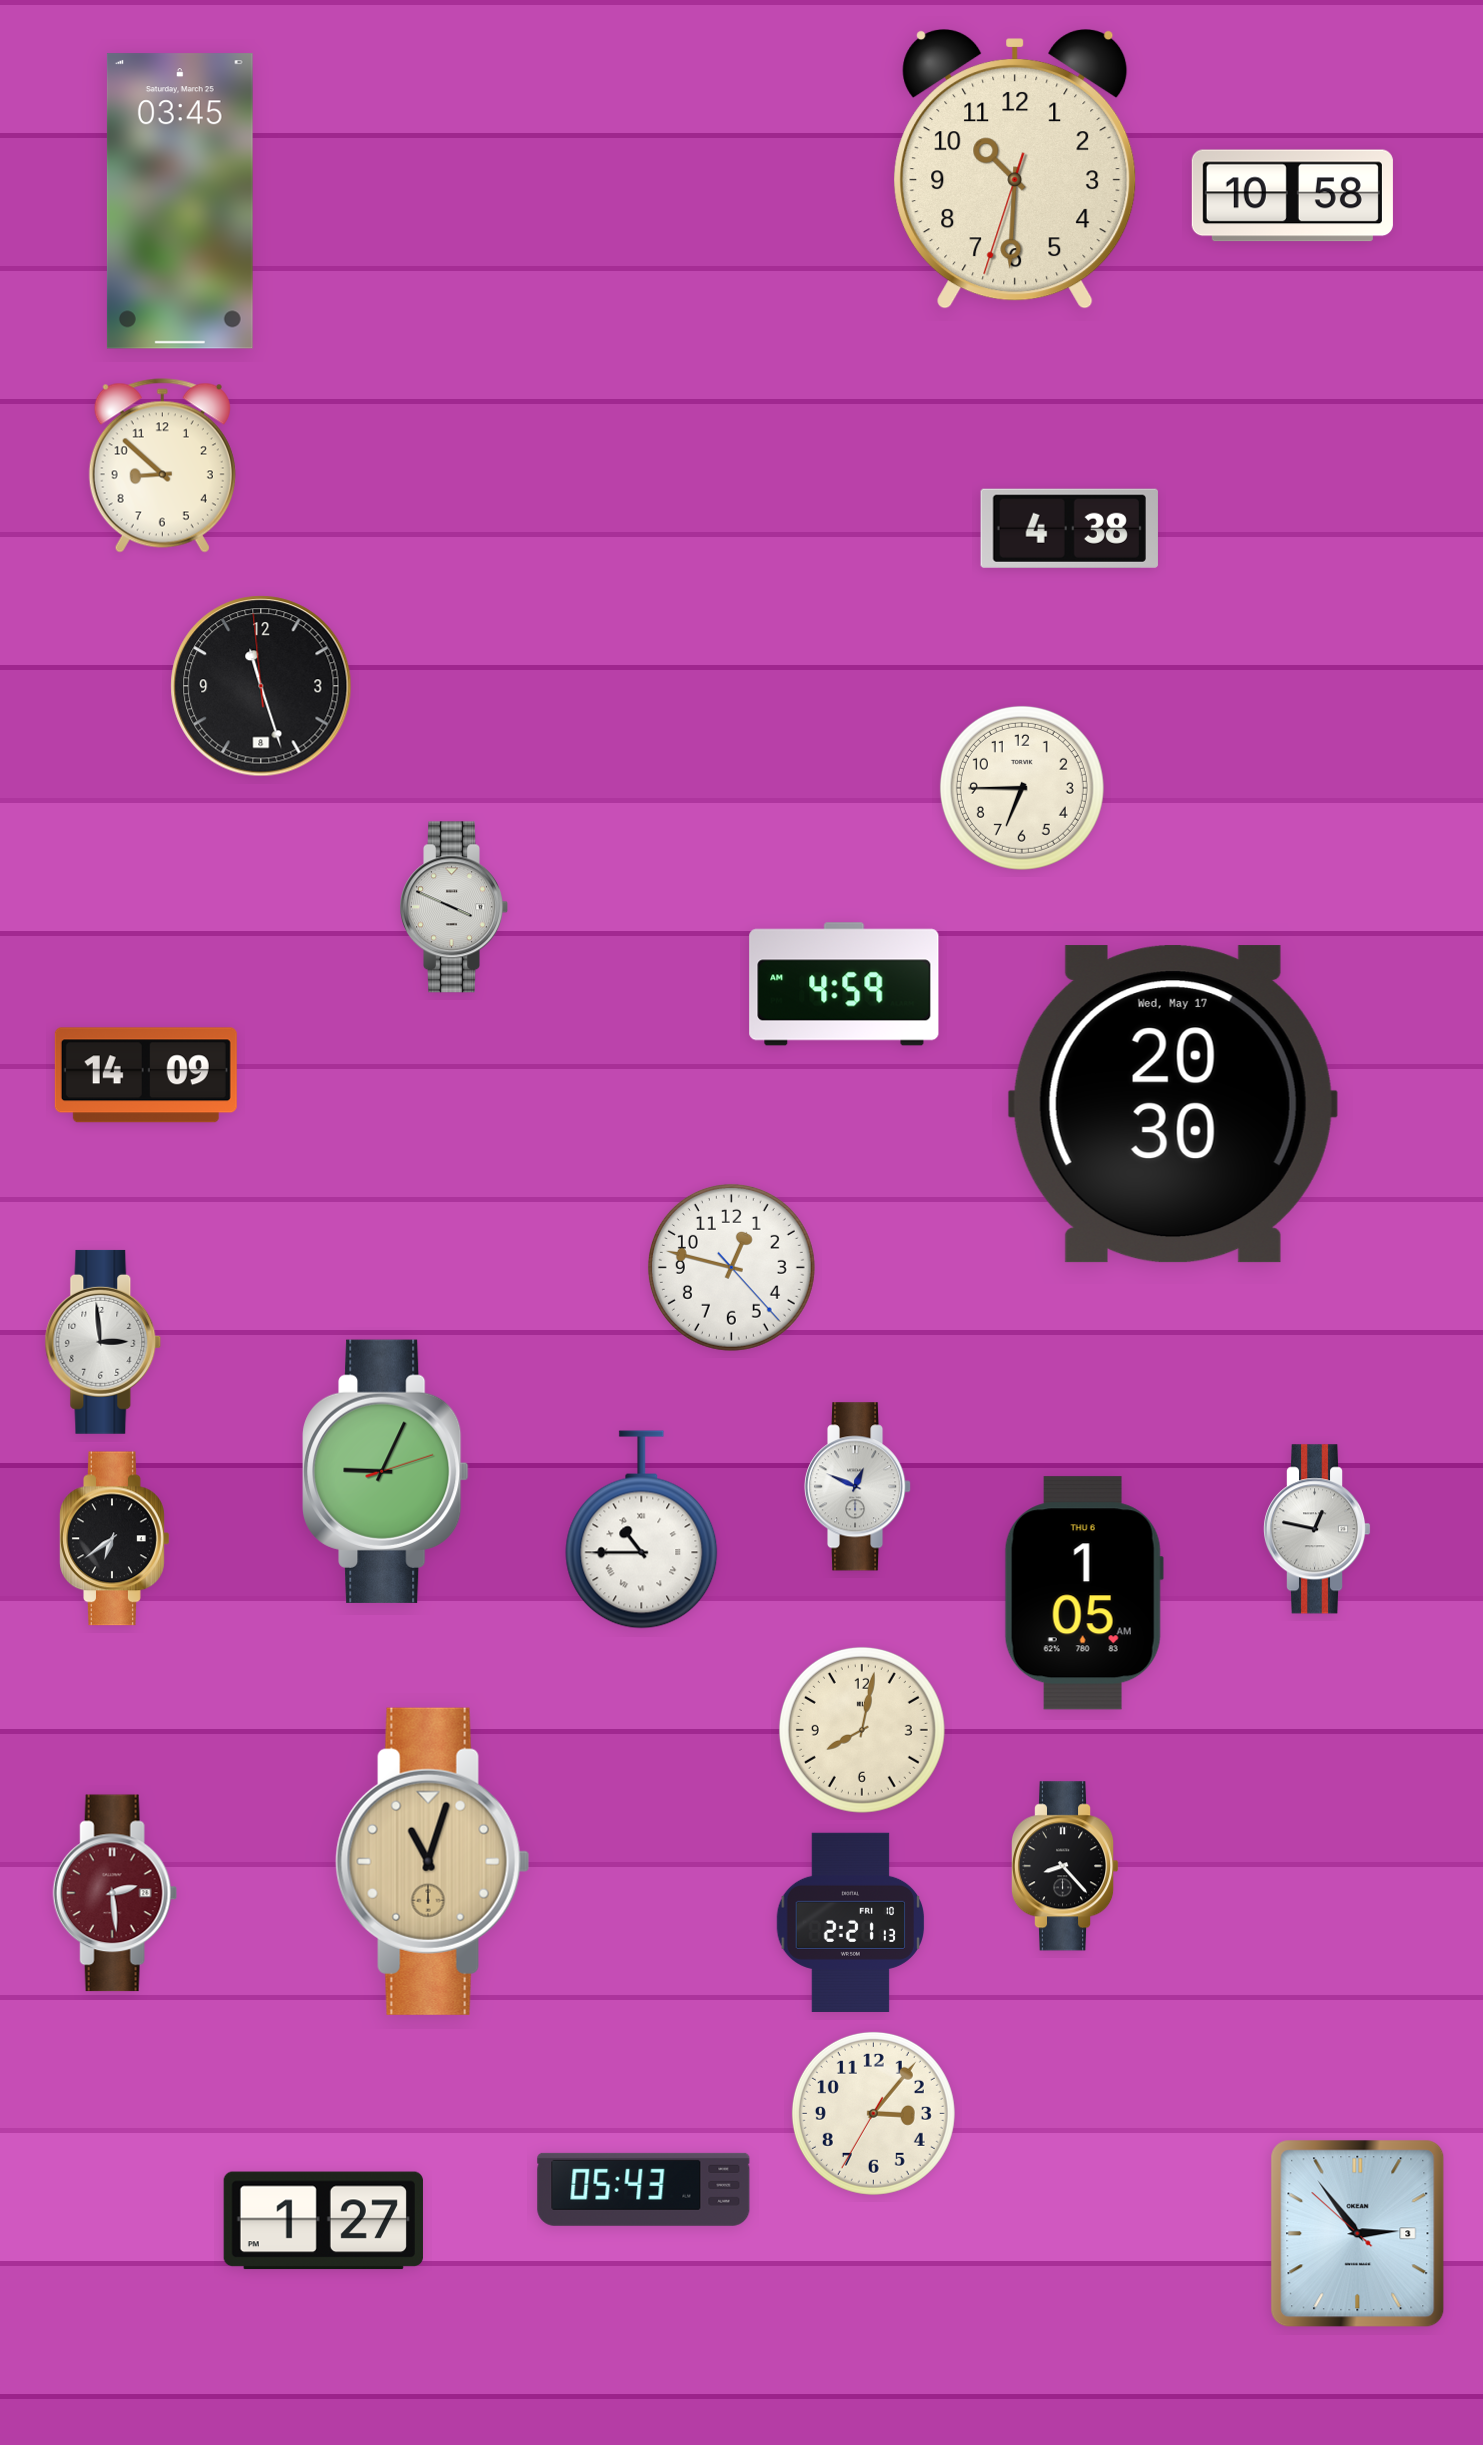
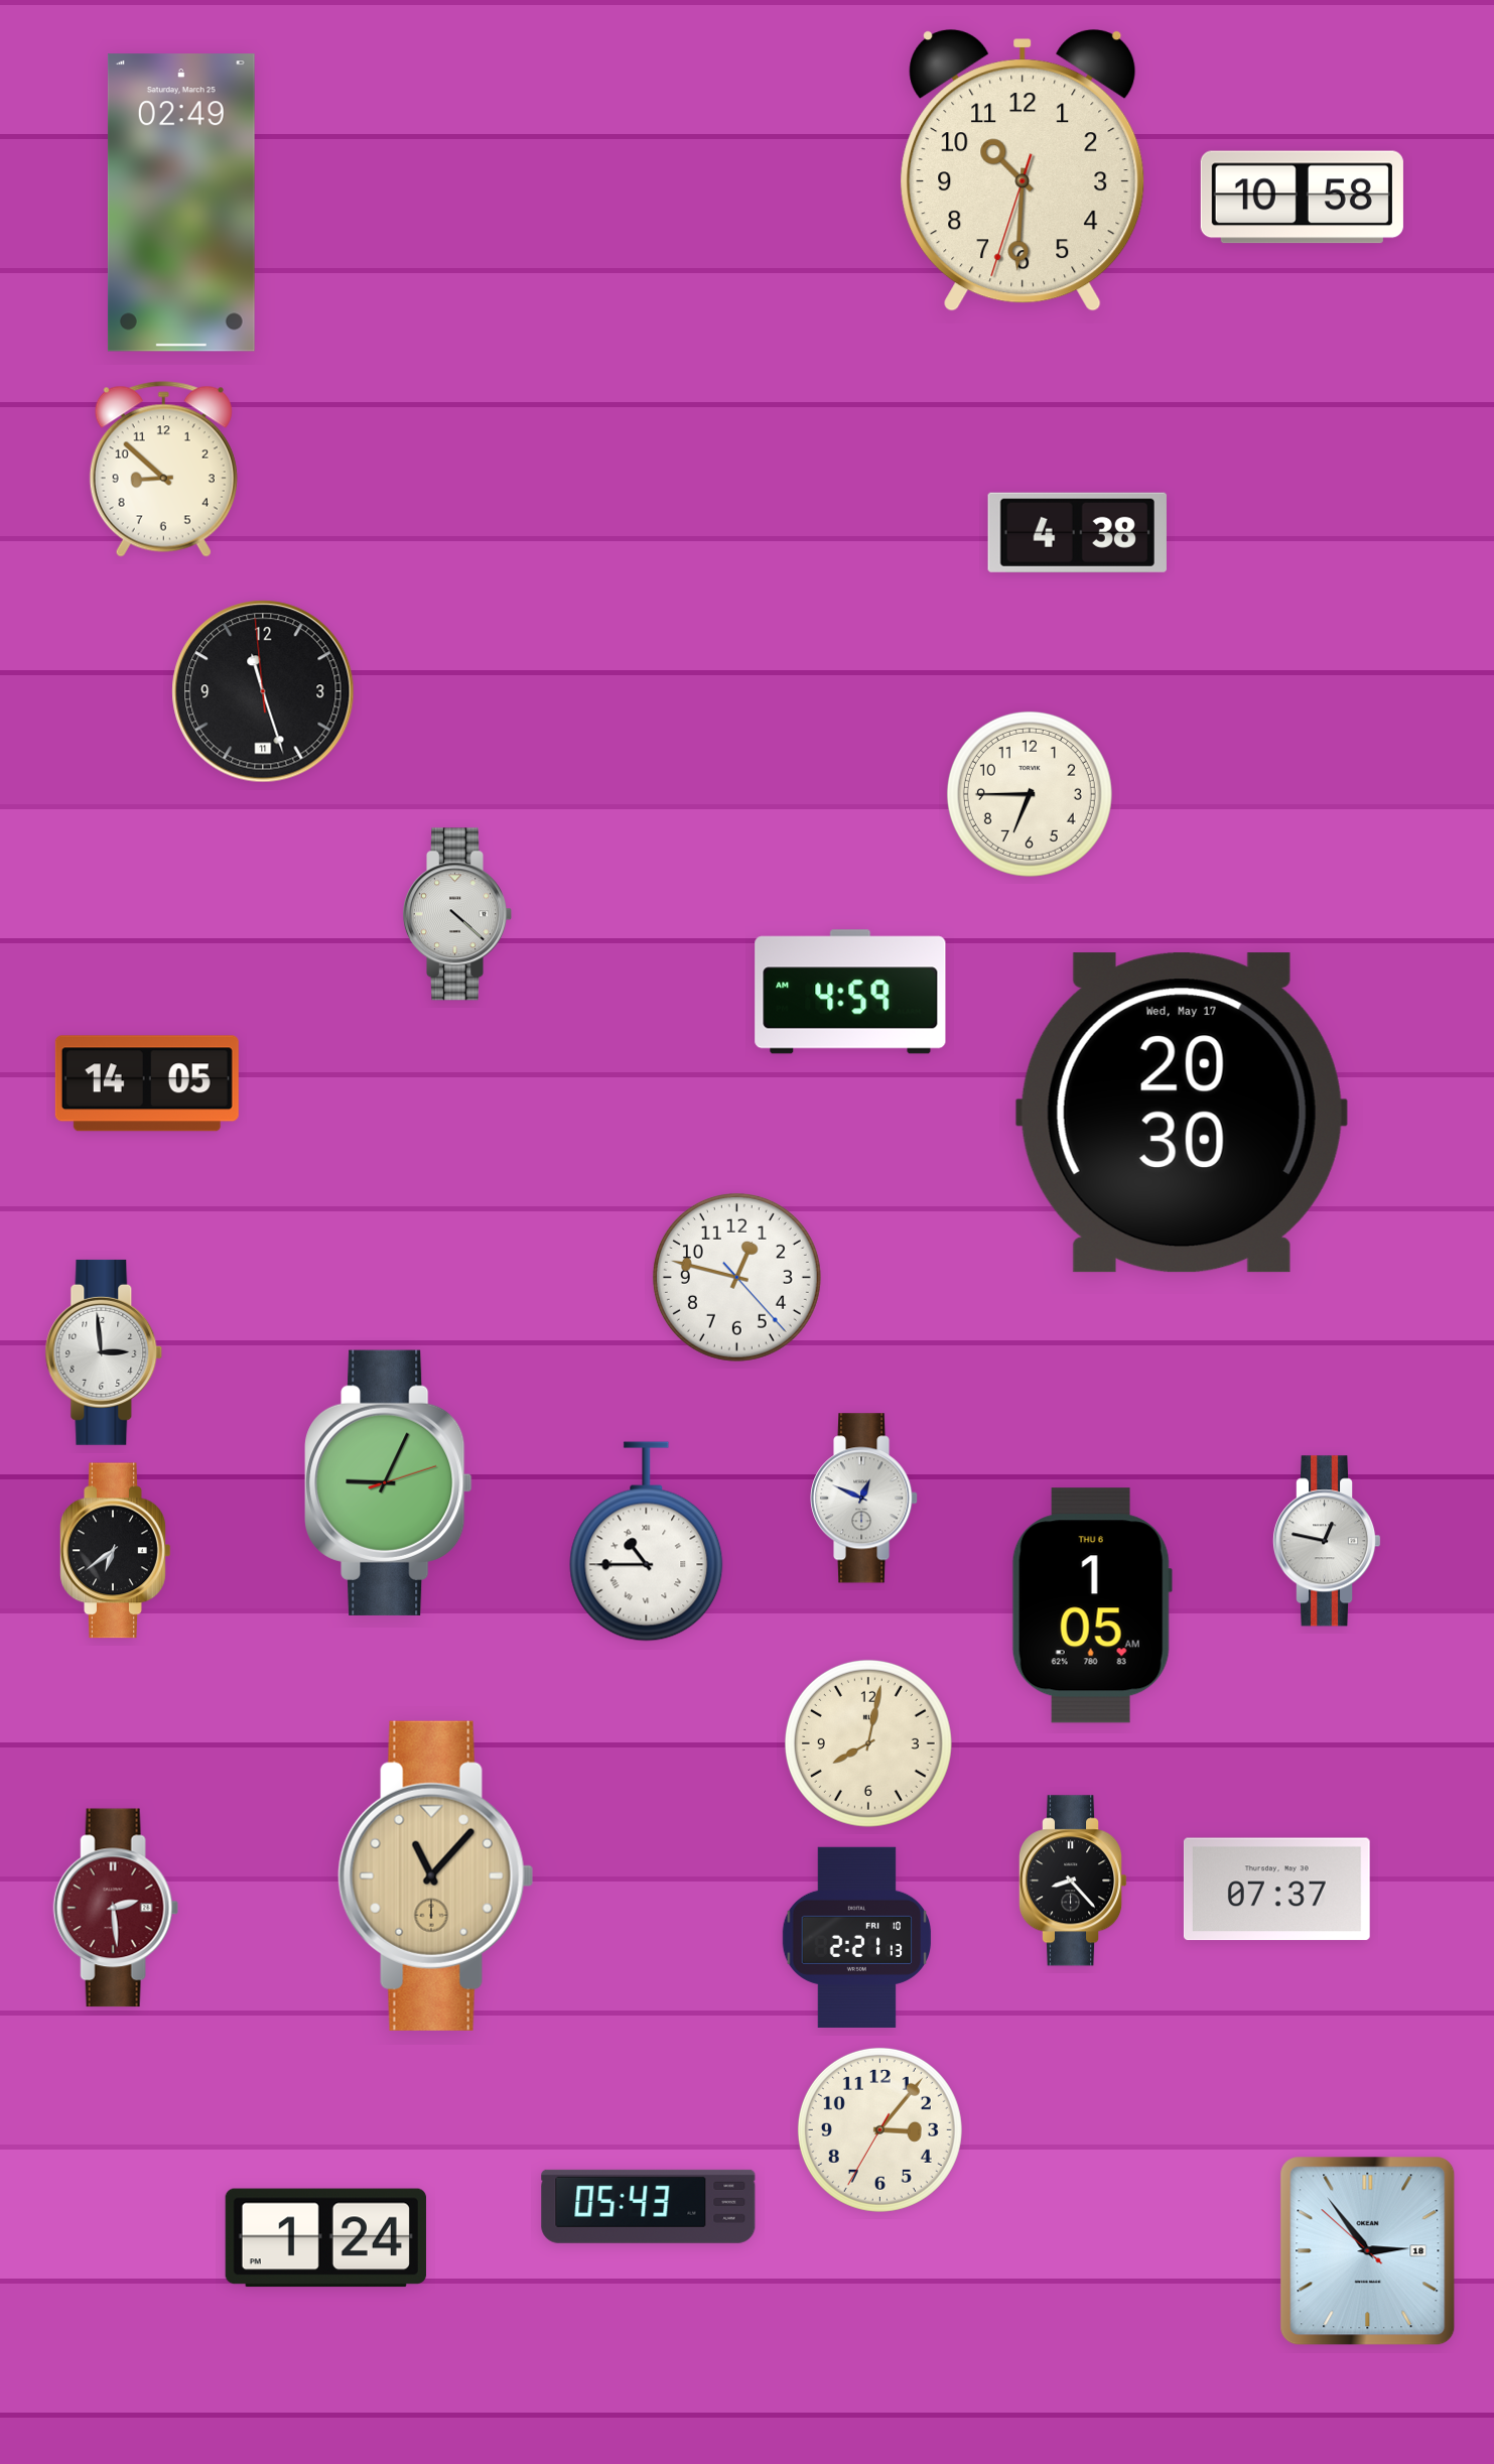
clock at (180, 201): 03:45 -> 02:49
clock at (261, 686) date: 8 -> 11
clock at (454, 907): 3:49 -> 4:22
clock at (146, 1075): 14:09 -> 14:05
clock at (433, 1861): 11:03 -> 11:07
clock at (1276, 1890): none -> 07:37
clock at (323, 2221): 1:27 -> 1:24
clock at (1358, 2234) date: 3 -> 18
